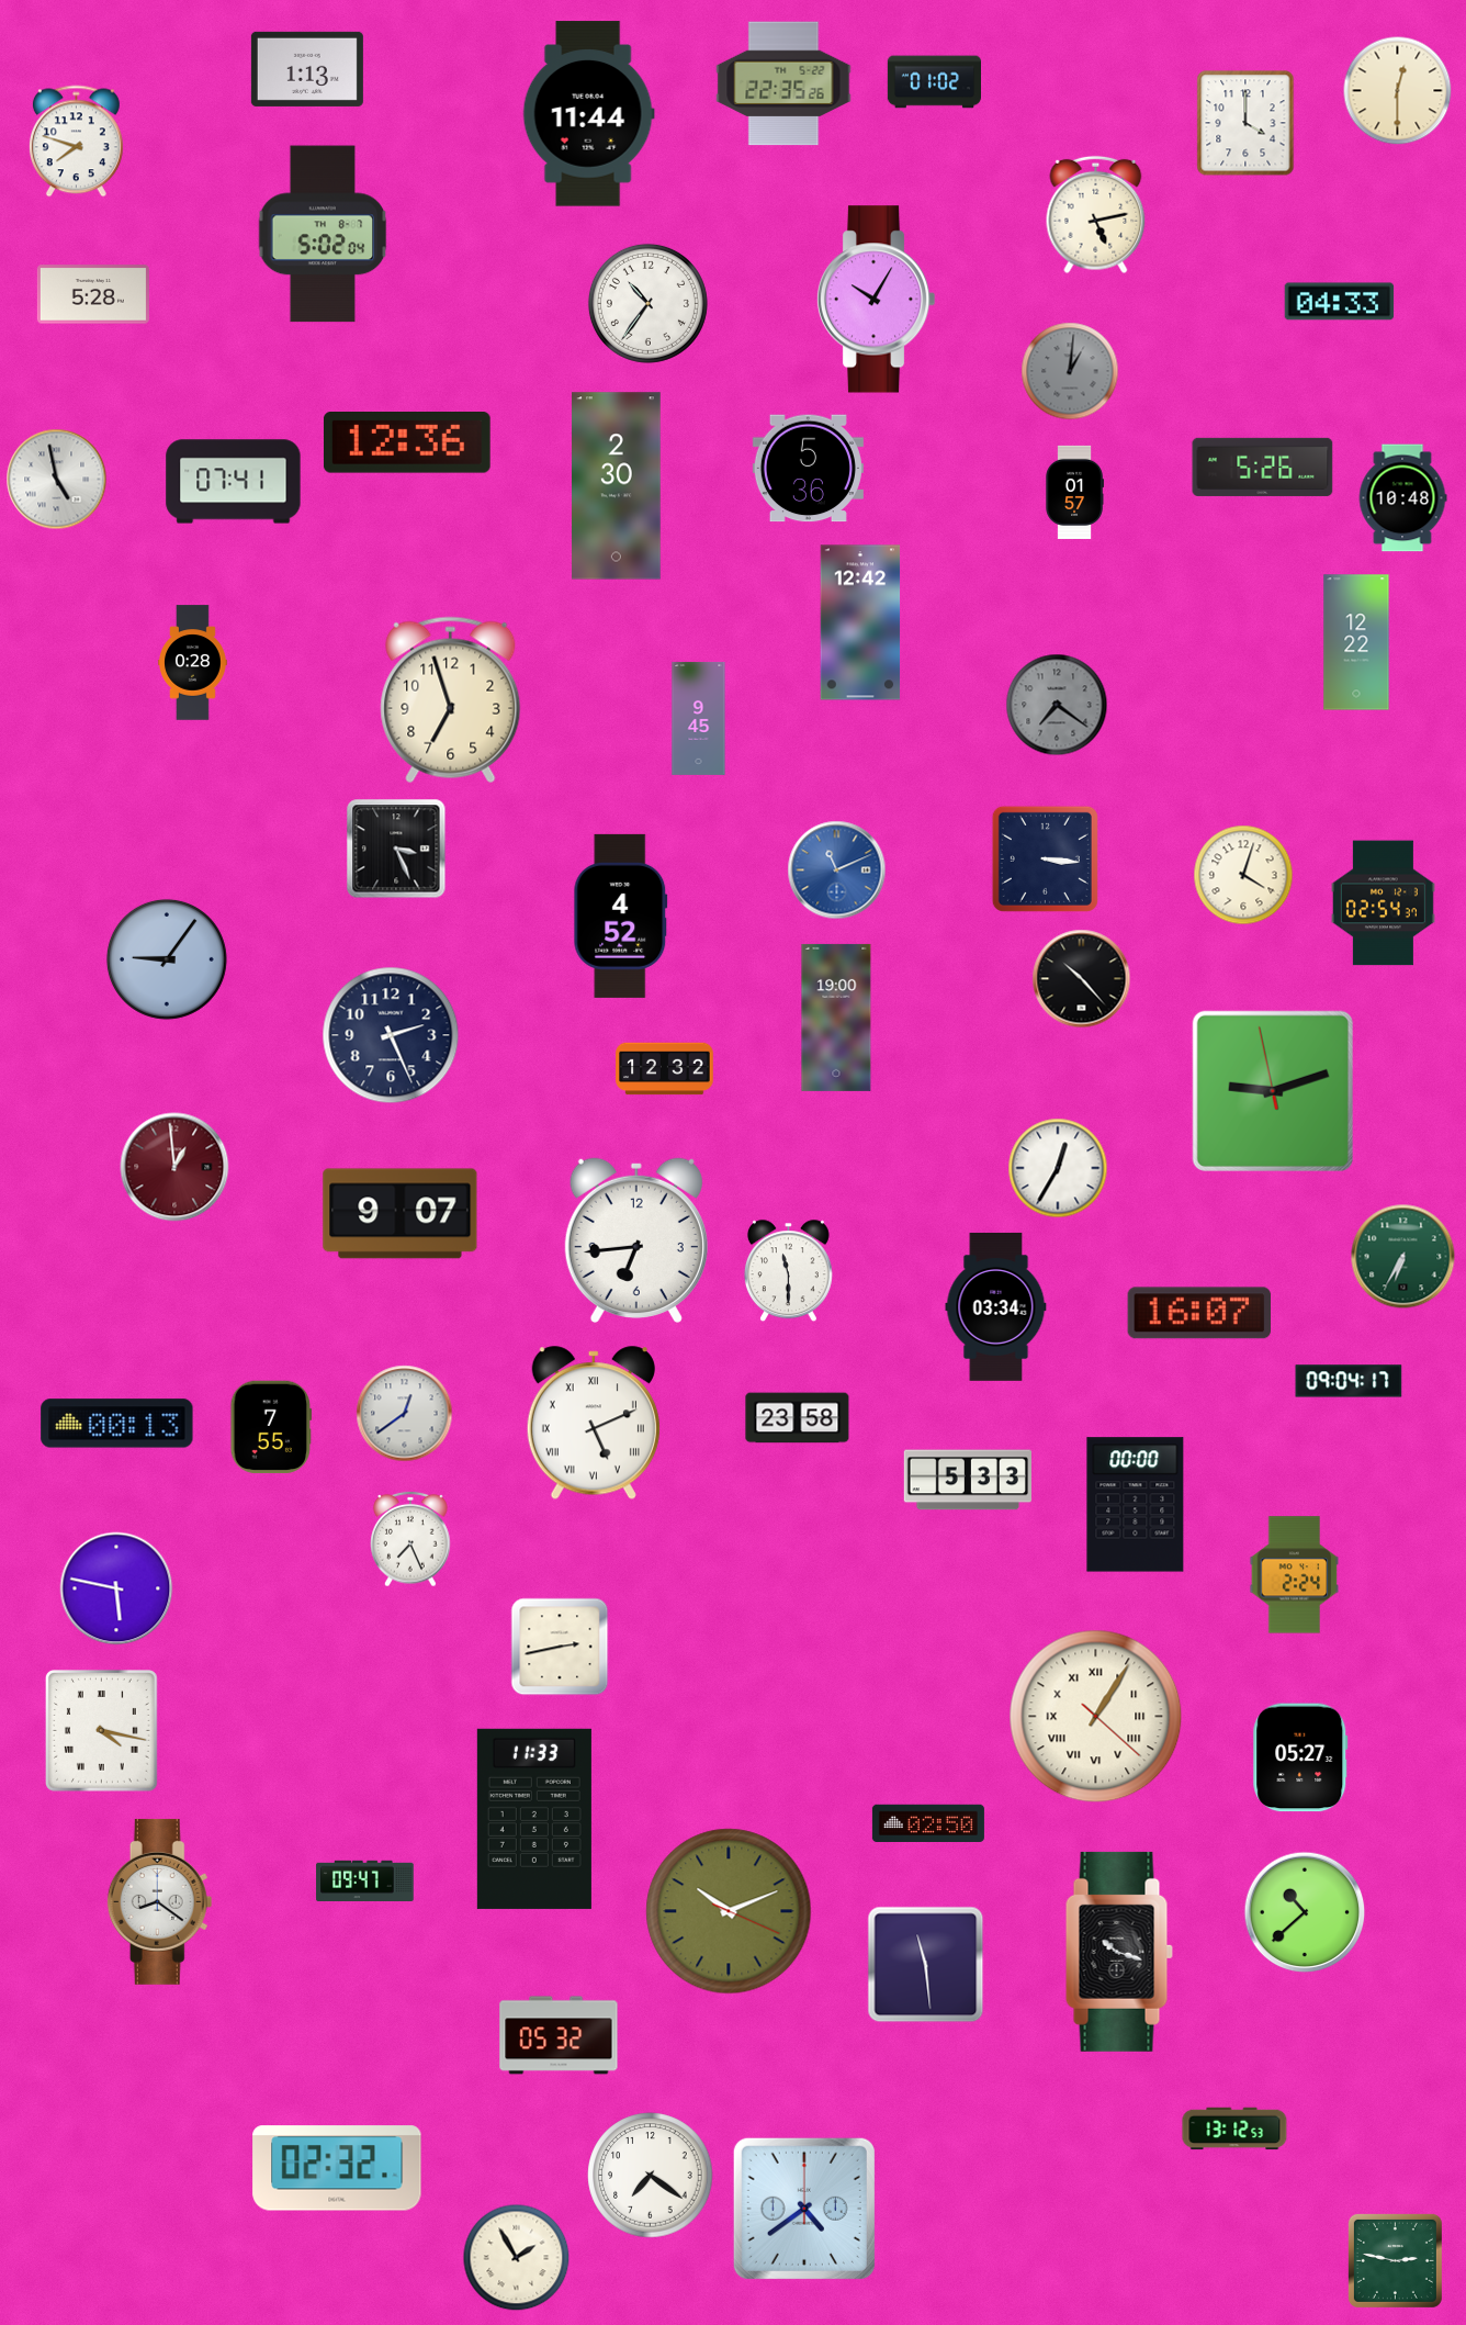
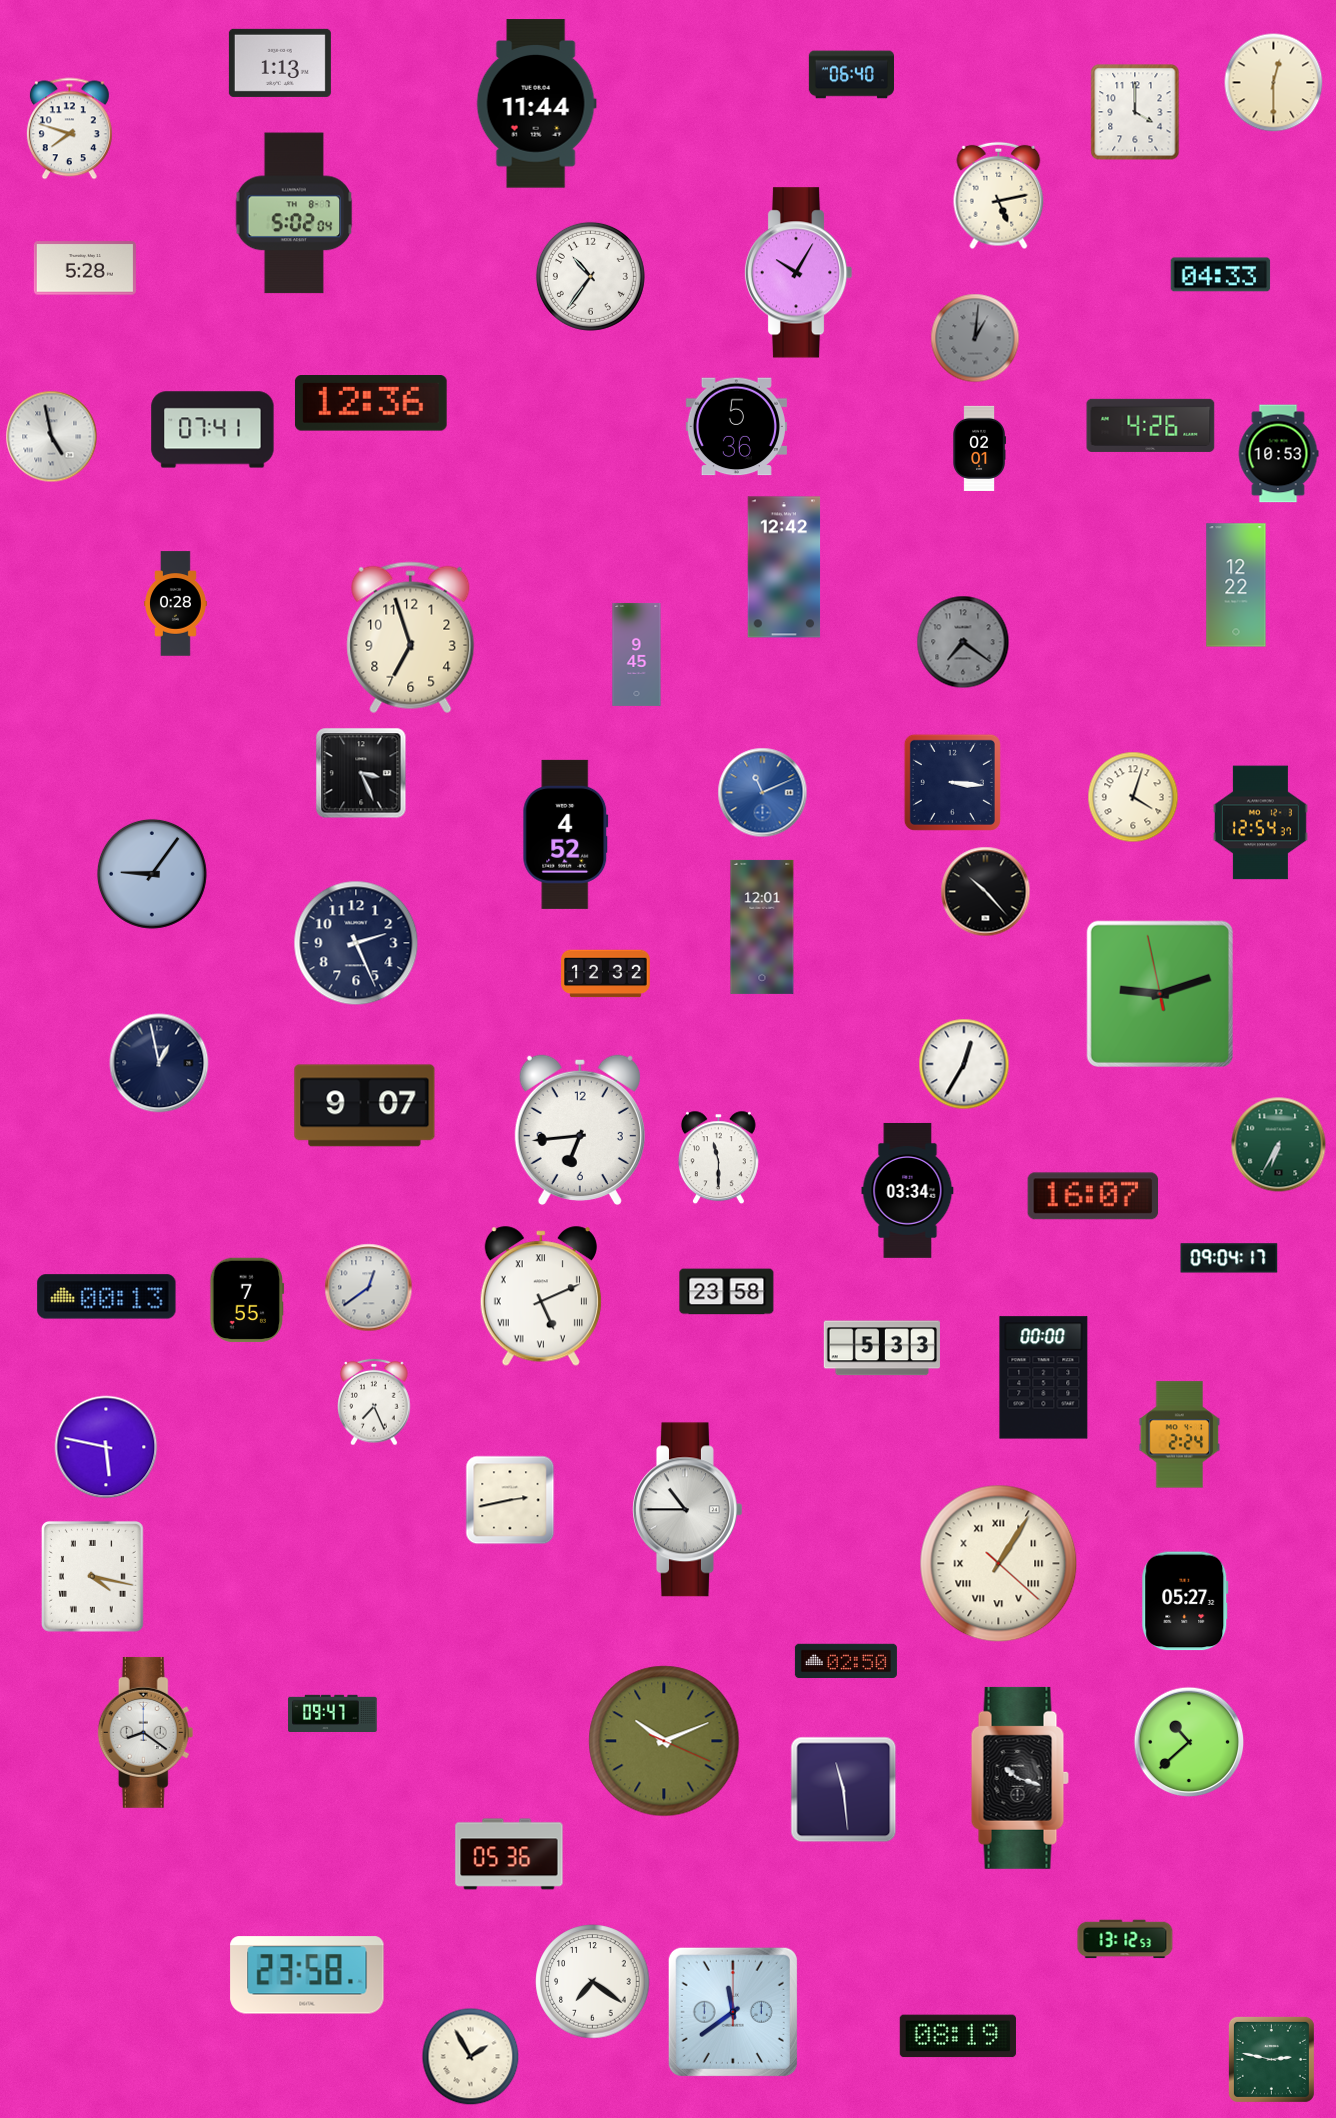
clock at (934, 82): 01:02 -> 06:40
clock at (783, 83): 22:35 -> none
clock at (1263, 467): 5:26 -> 4:26
clock at (234, 482) position: (234, 482) -> (213, 430)
clock at (617, 486): 2:30 -> none
clock at (1074, 492): 01:57 -> 02:01
clock at (1402, 498): 10:48 -> 10:53
clock at (1383, 903): 02:54 -> 12:54
clock at (836, 1018): 19:00 -> 12:01
clock at (174, 1167): 12:59 -> 12:58
clock at (174, 1167) dial: burgundy -> navy
clock at (1136, 1505) position: (1136, 1505) -> (1044, 1378)
clock at (688, 1510): none -> 10:45
clock at (534, 1819): 11:33 -> none
clock at (559, 2035): 05:32 -> 05:36
clock at (337, 2168): 02:32 -> 23:58
clock at (804, 2209): 4:39 -> 11:39
clock at (958, 2036): none -> 08:19
